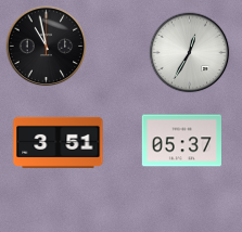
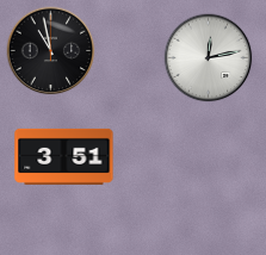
clock at (190, 53): 12:35 -> 12:13
clock at (181, 141): 05:37 -> none
